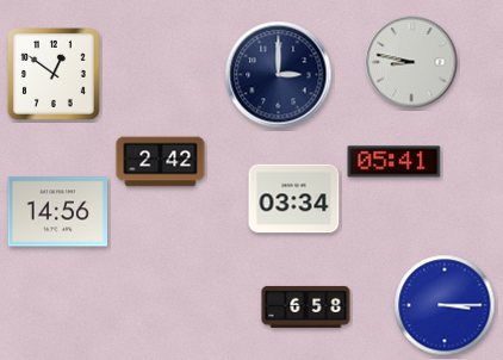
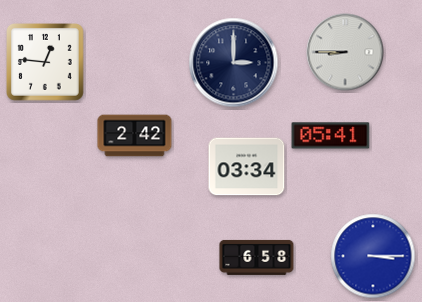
clock at (411, 62): 8:47 -> 8:45
clock at (55, 75): 12:51 -> 12:46
clock at (57, 212): 14:56 -> none
